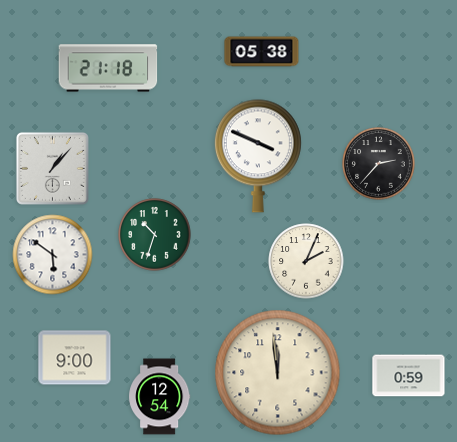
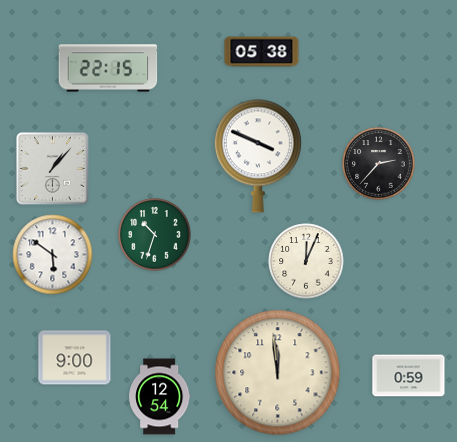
clock at (108, 68): 21:18 -> 22:15
clock at (306, 261): 2:04 -> 12:04
